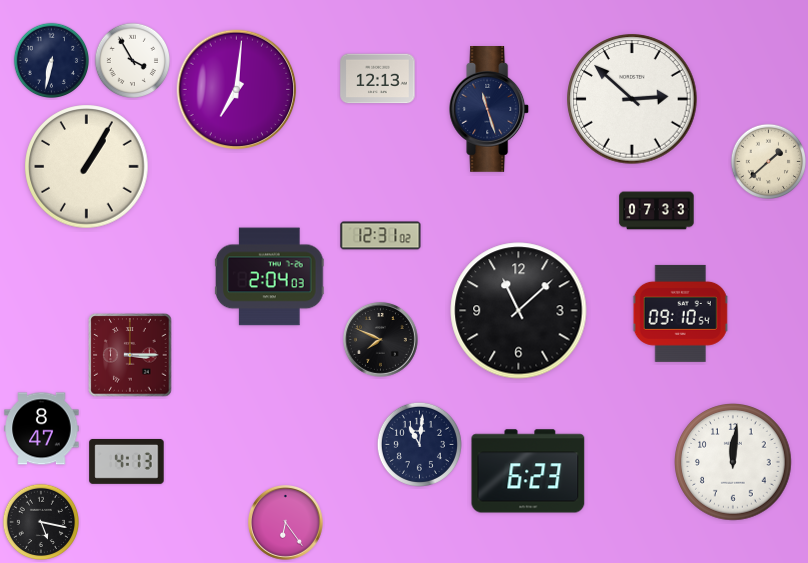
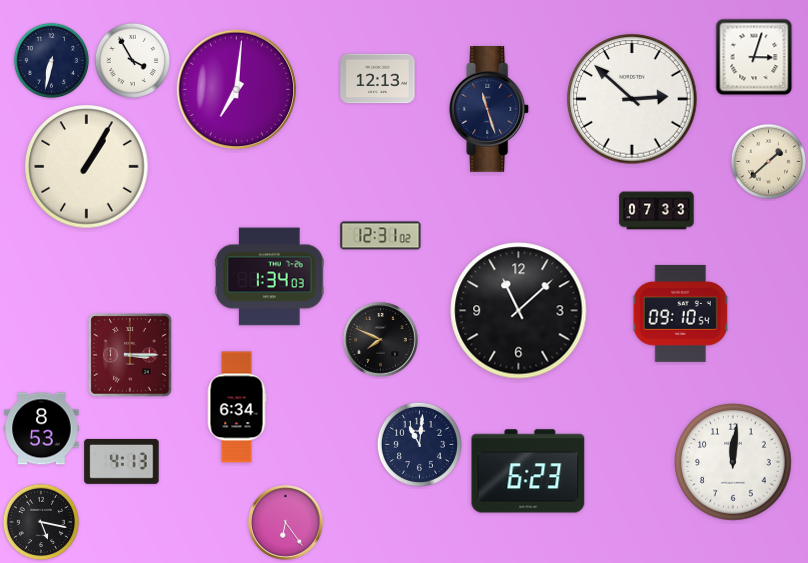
clock at (754, 57): none -> 3:03
clock at (270, 277): 2:04 -> 1:34
clock at (237, 407): none -> 6:34
clock at (42, 429): 8:47 -> 8:53
clock at (127, 461) position: (127, 461) -> (122, 461)
